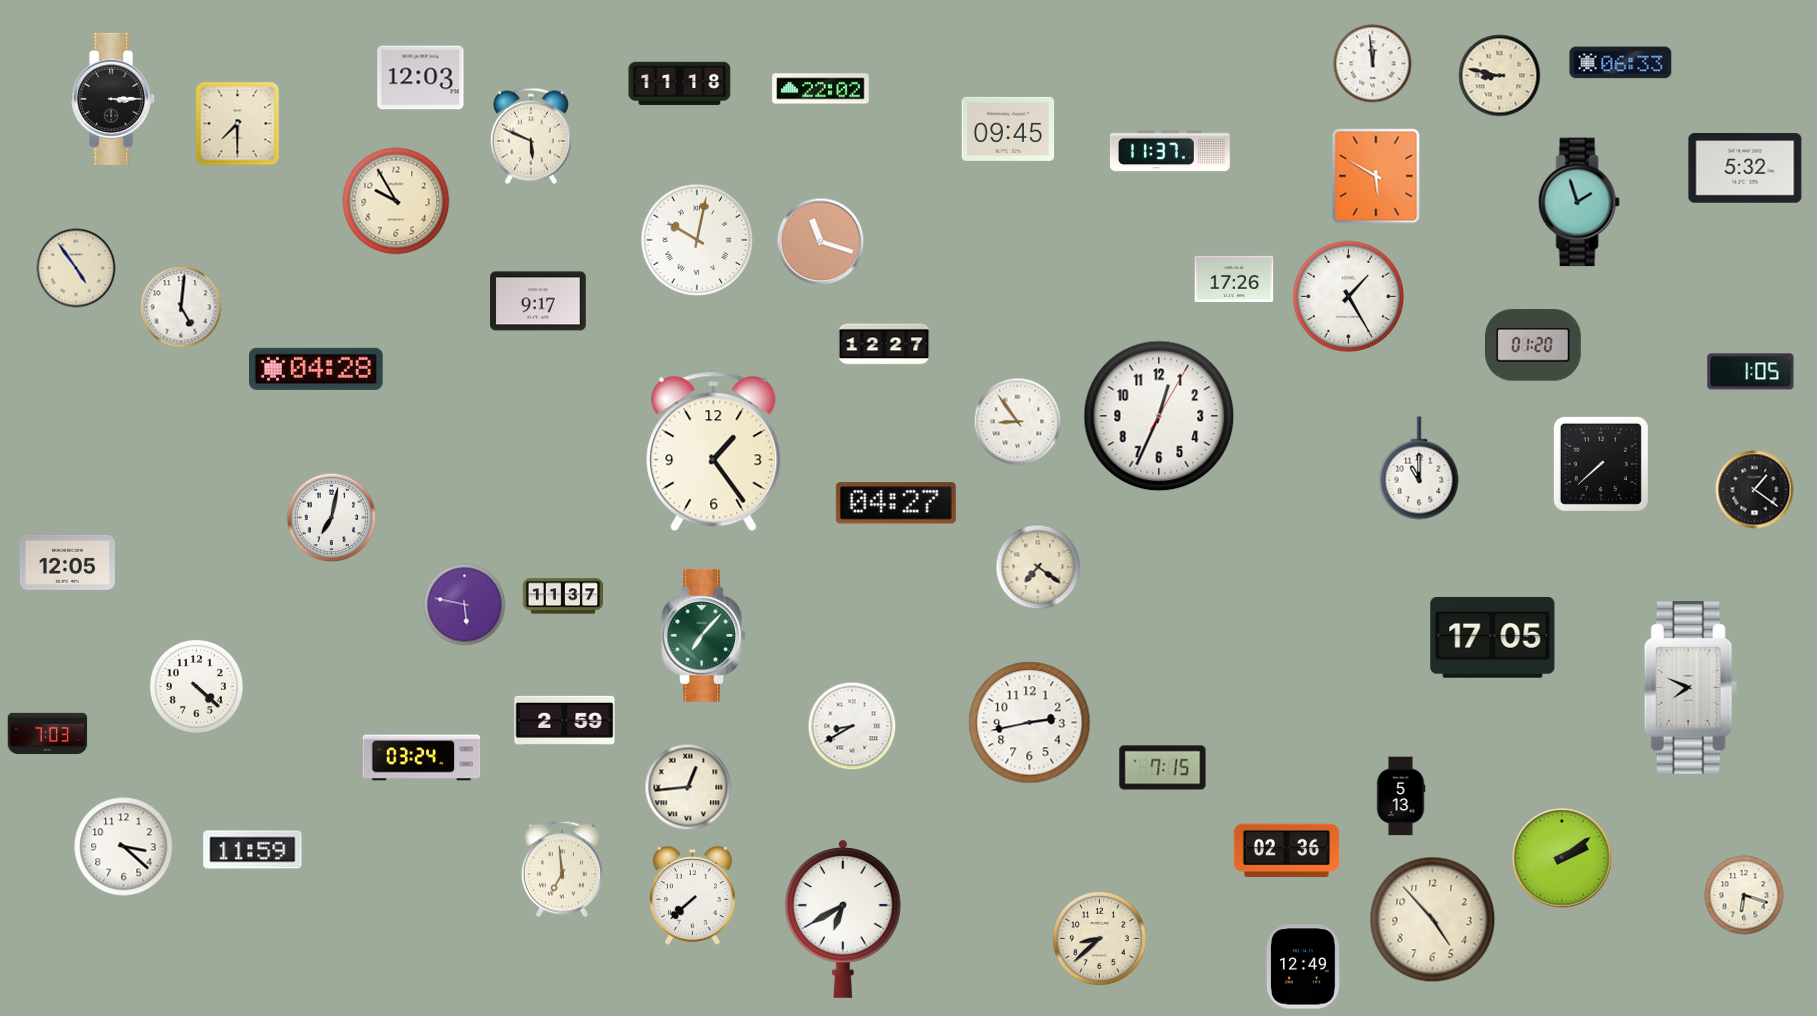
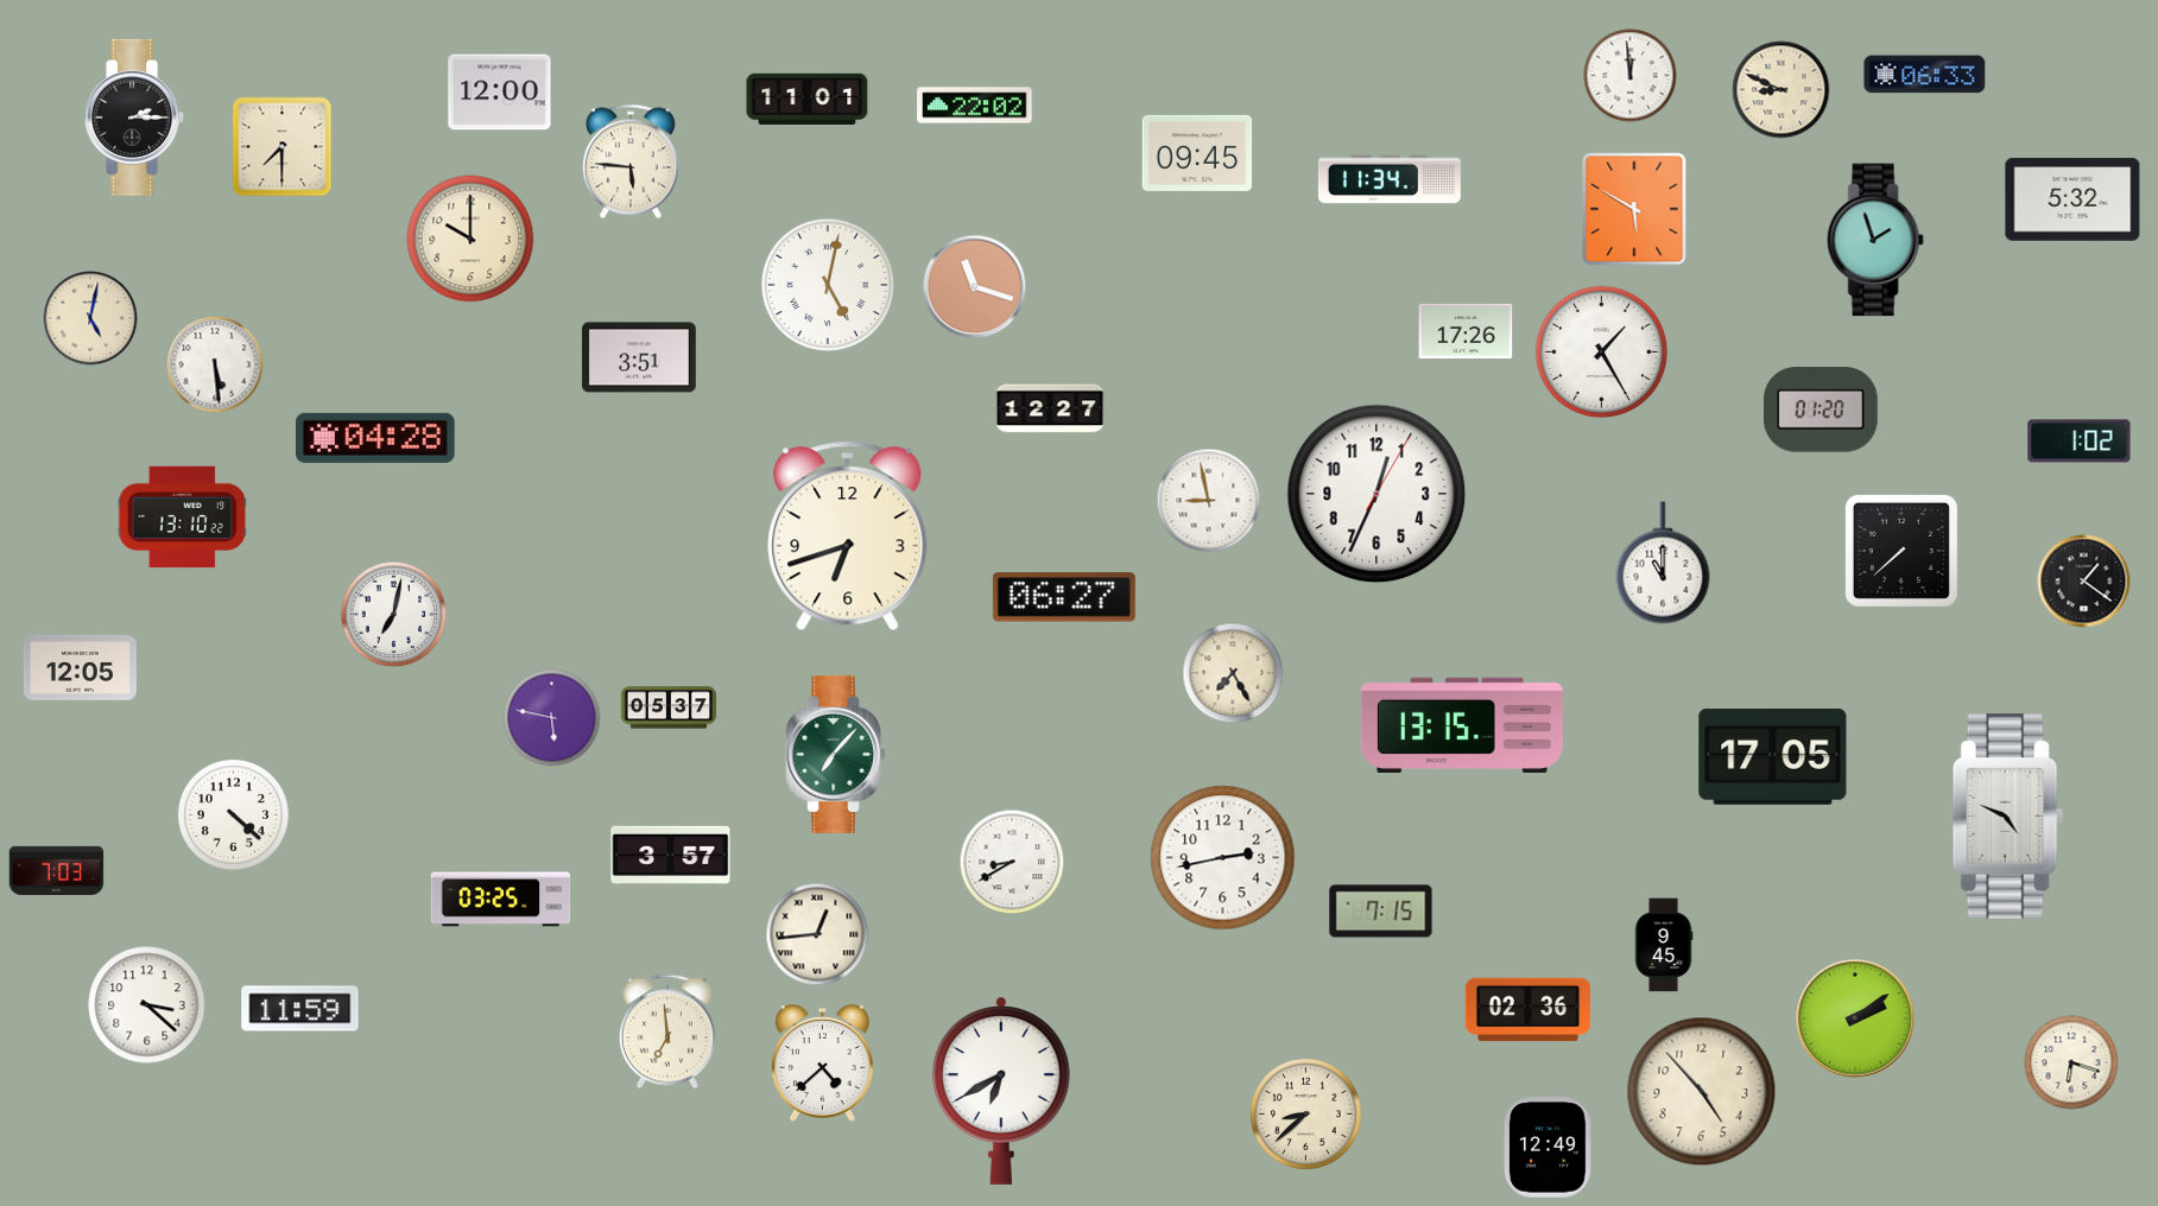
clock at (1500, 76): 8:47 -> 8:49
clock at (421, 78): 12:03 -> 12:00
clock at (680, 83): 11:18 -> 11:01
clock at (114, 99): 3:15 -> 2:15
clock at (531, 136): 5:49 -> 5:46
clock at (1170, 151): 11:37 -> 11:34
clock at (396, 201): 9:55 -> 10:00
clock at (697, 240): 10:02 -> 5:02
clock at (76, 268): 4:54 -> 5:02
clock at (538, 301): 9:17 -> 3:51
clock at (181, 307): 5:01 -> 5:29
clock at (1751, 372): 1:05 -> 1:02
clock at (1018, 422): 8:54 -> 8:58
clock at (182, 518): none -> 13:10
clock at (714, 452): 1:24 -> 6:42
clock at (1419, 468) position: (1419, 468) -> (1663, 563)
clock at (896, 503): 04:27 -> 06:27
clock at (1038, 567): 7:21 -> 7:25
clock at (563, 596): 11:37 -> 05:37
clock at (1462, 725): none -> 13:15
clock at (1690, 688): 7:49 -> 4:49
clock at (565, 720): 2:59 -> 3:57
clock at (422, 758): 03:24 -> 03:25
clock at (1401, 796): 5:13 -> 9:45
clock at (692, 896): 7:38 -> 4:38
